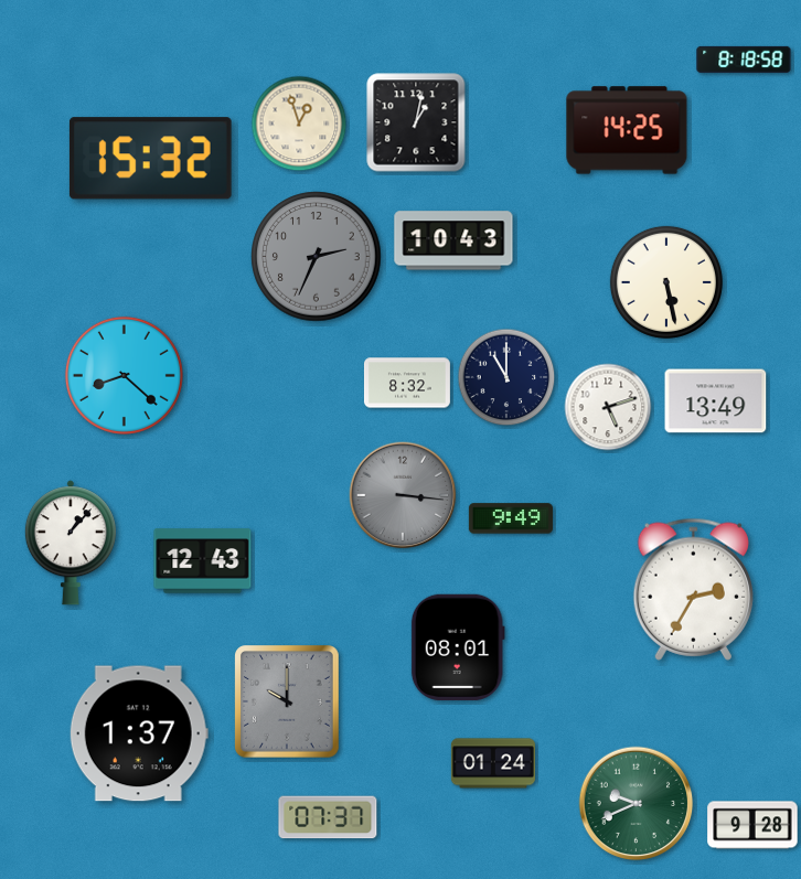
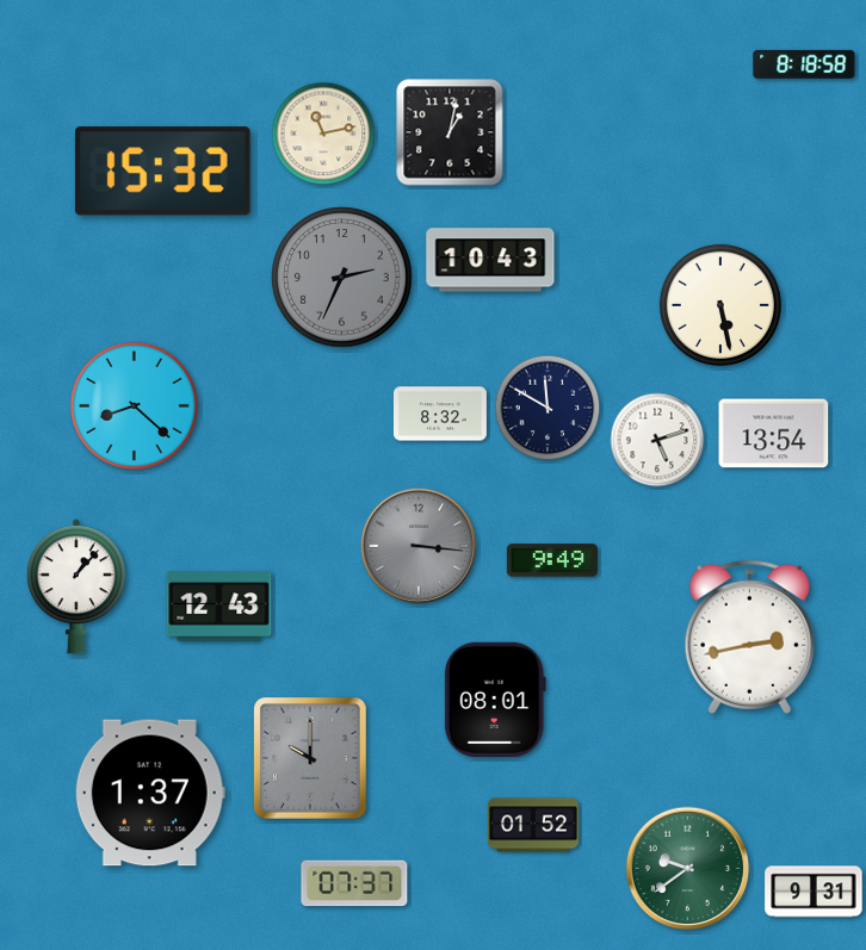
clock at (299, 124): 12:57 -> 11:13
clock at (627, 130): 14:25 -> none
clock at (506, 377): 11:00 -> 11:50
clock at (716, 401): 13:49 -> 13:54
clock at (403, 495) position: (403, 495) -> (419, 546)
clock at (693, 589): 2:35 -> 2:43
clock at (493, 763): 01:24 -> 01:52
clock at (637, 804): 9:41 -> 9:39
clock at (752, 825): 9:28 -> 9:31
